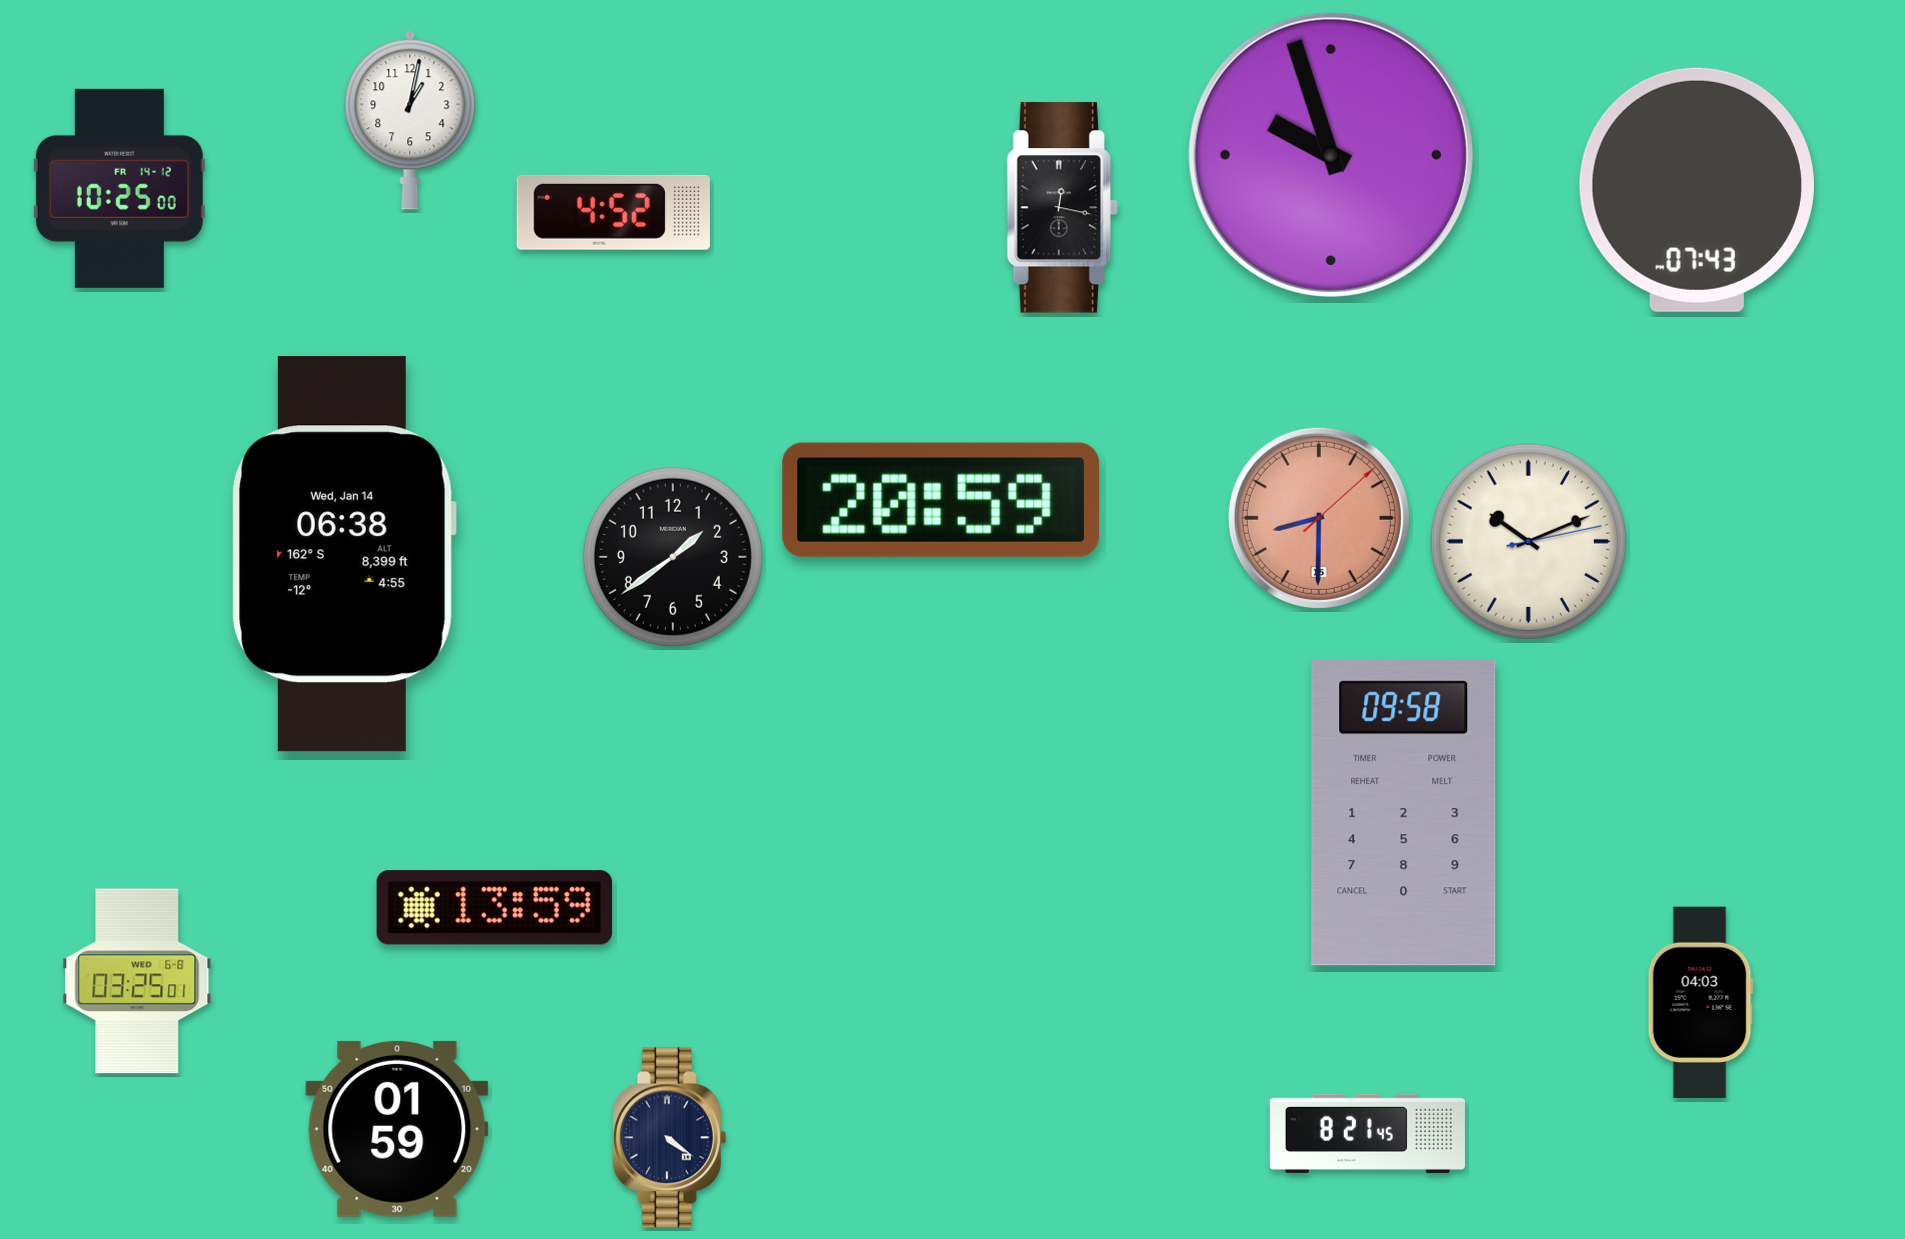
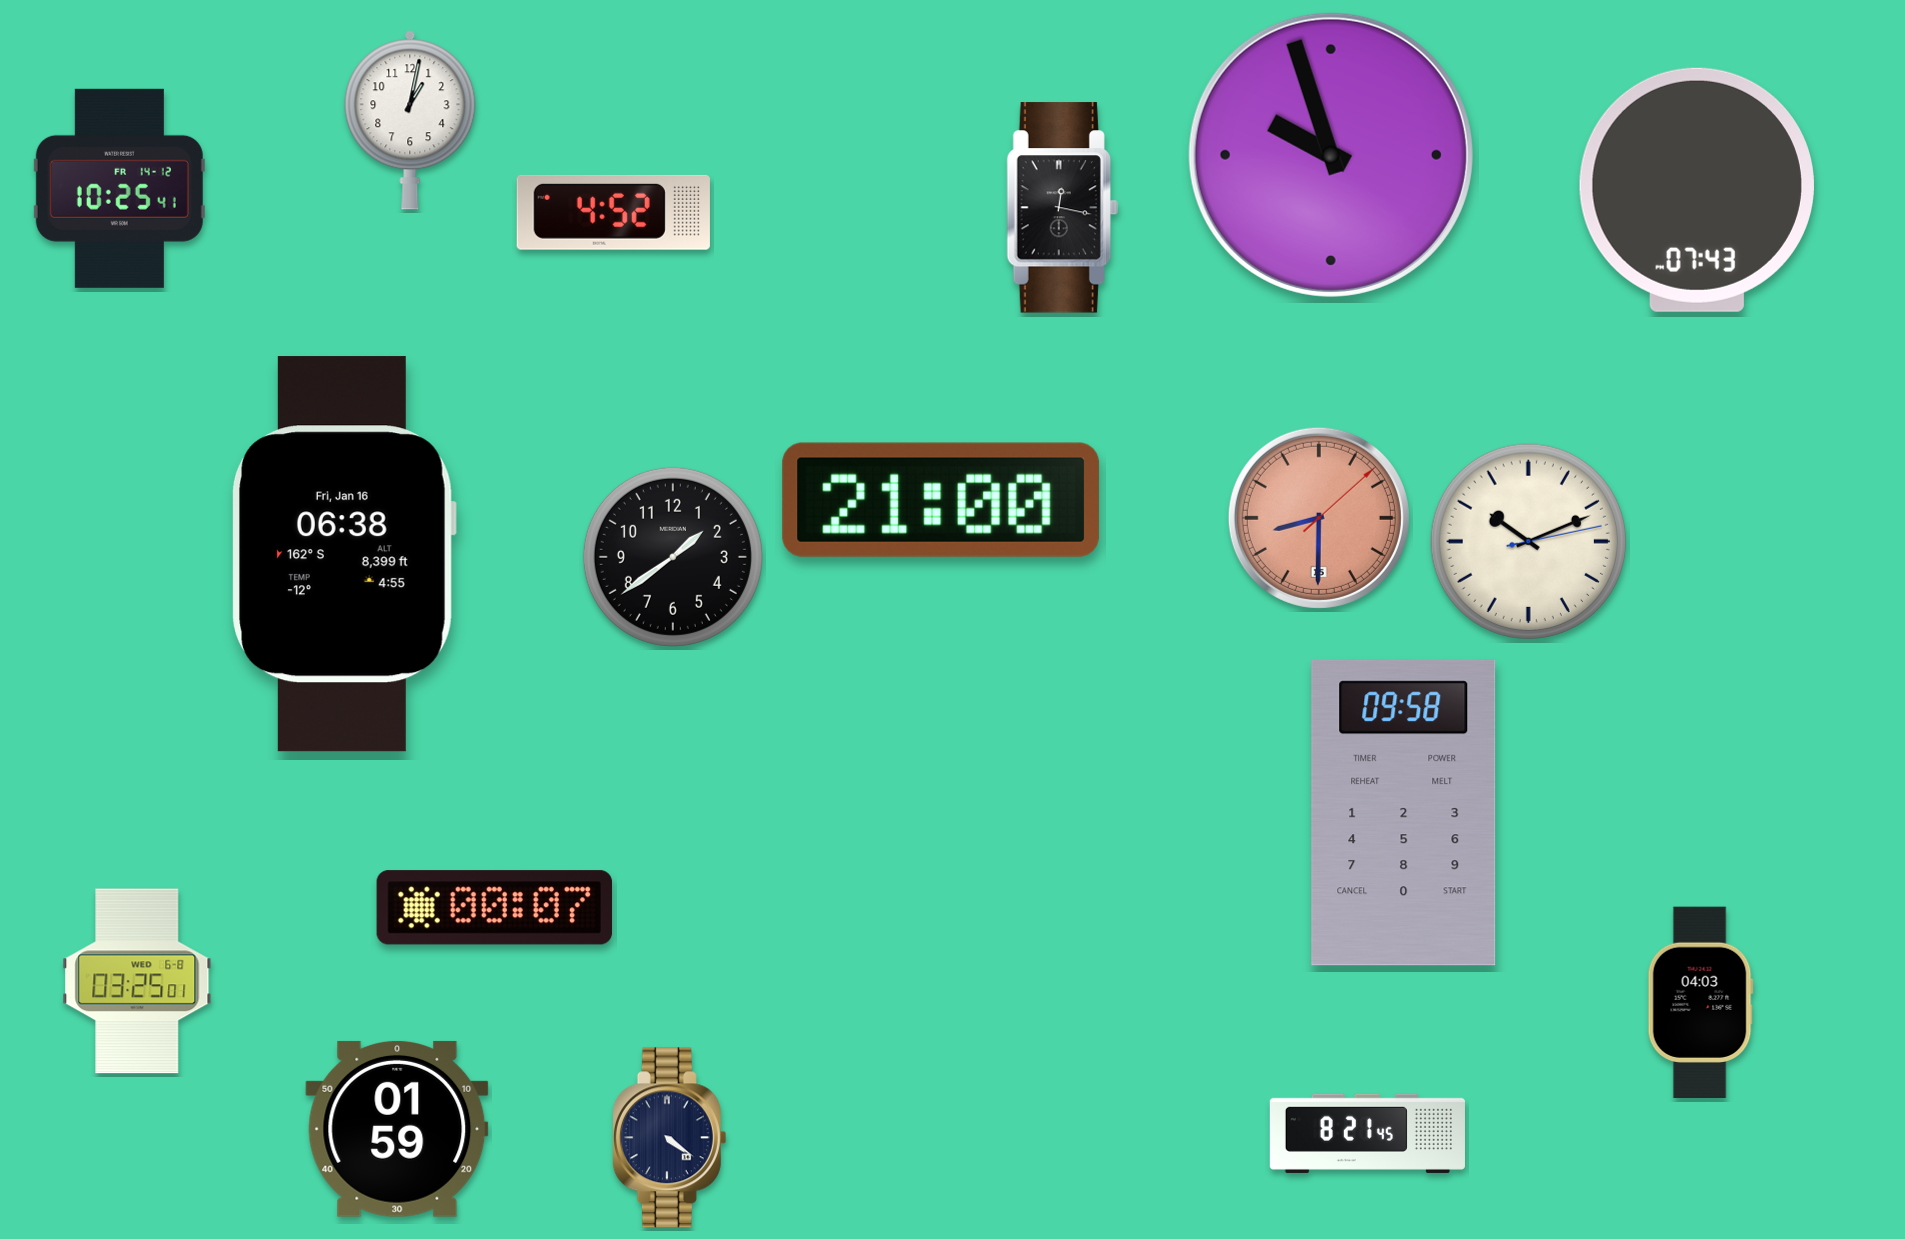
clock at (119, 188): 10:25:00 -> 10:25:41
clock at (941, 500): 20:59 -> 21:00
clock at (344, 554) date: Wed, Jan 14 -> Fri, Jan 16
clock at (494, 908): 13:59 -> 00:07
